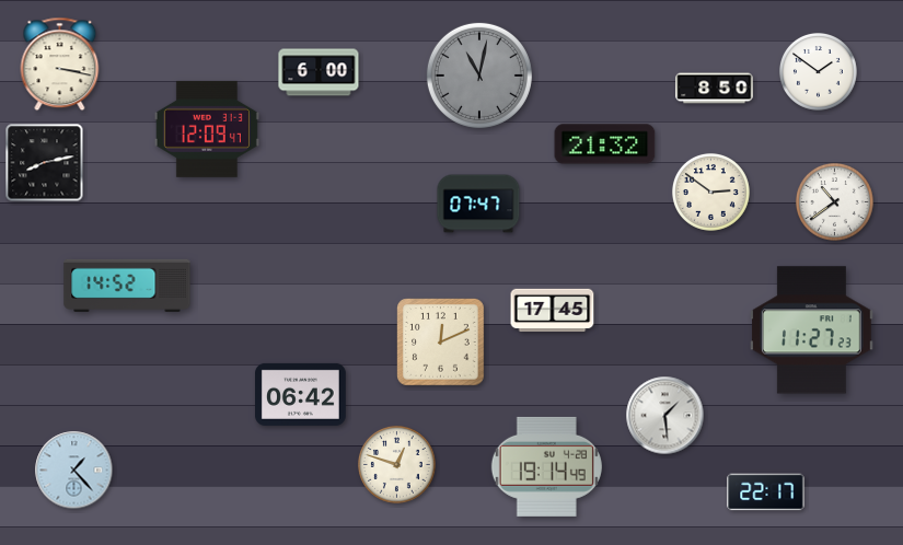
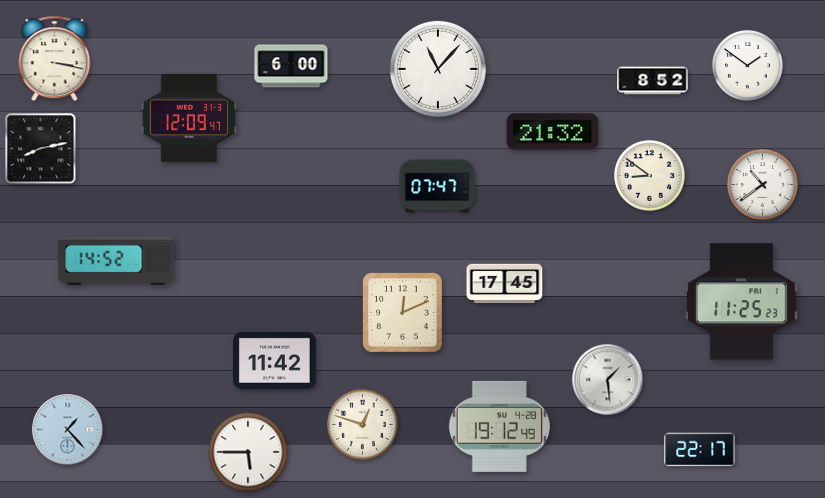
clock at (479, 76): 11:02 -> 11:07
clock at (479, 76) dial: grey -> white
clock at (715, 89): 8:50 -> 8:52
clock at (711, 193): 2:51 -> 8:51
clock at (812, 331): 11:27 -> 11:25
clock at (301, 394): 06:42 -> 11:42
clock at (546, 466): 19:14 -> 19:12
clock at (248, 452): none -> 5:45
